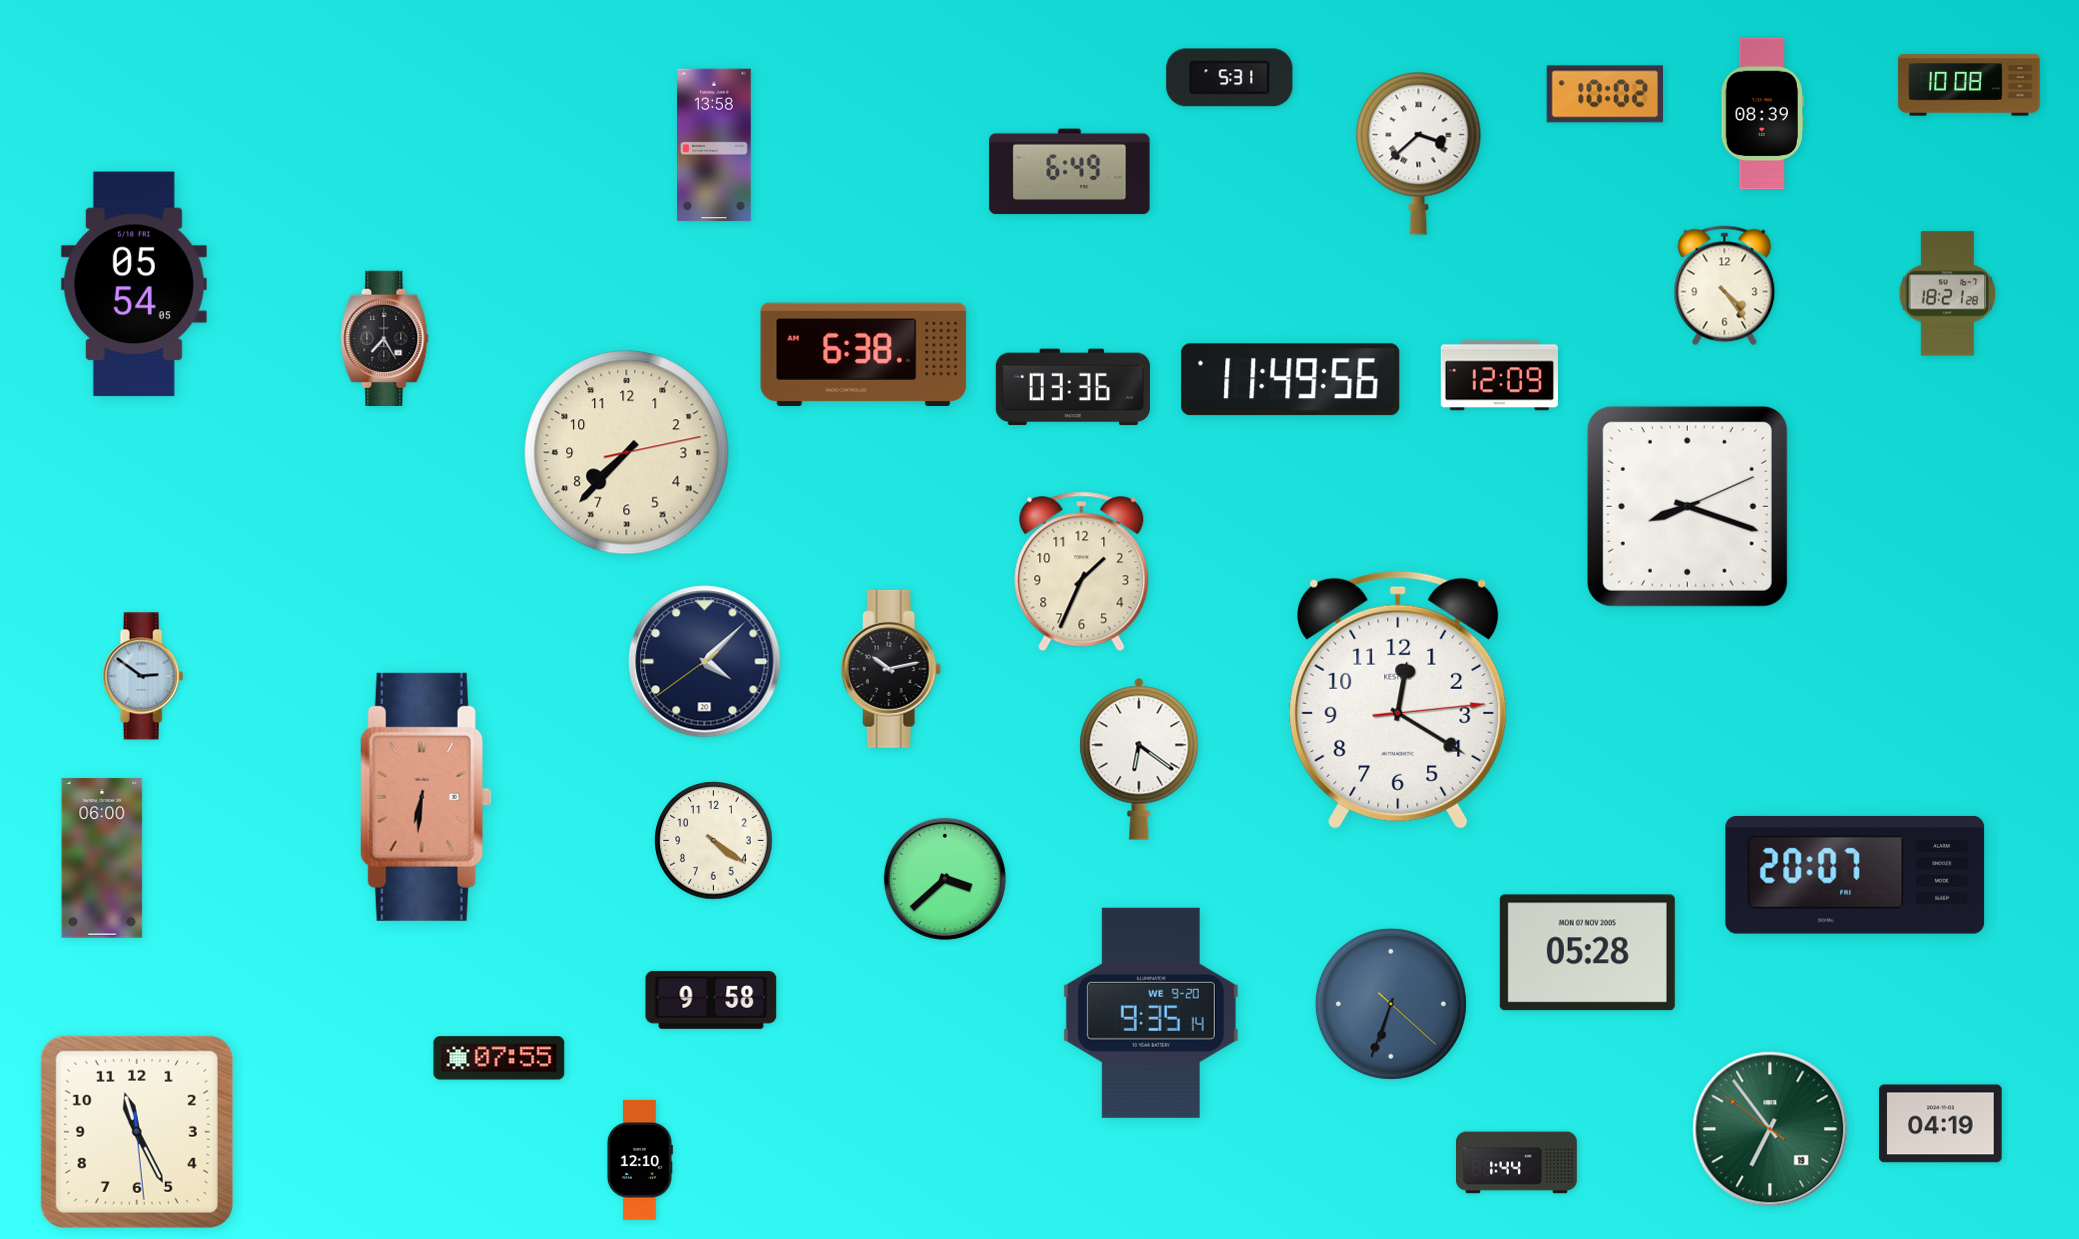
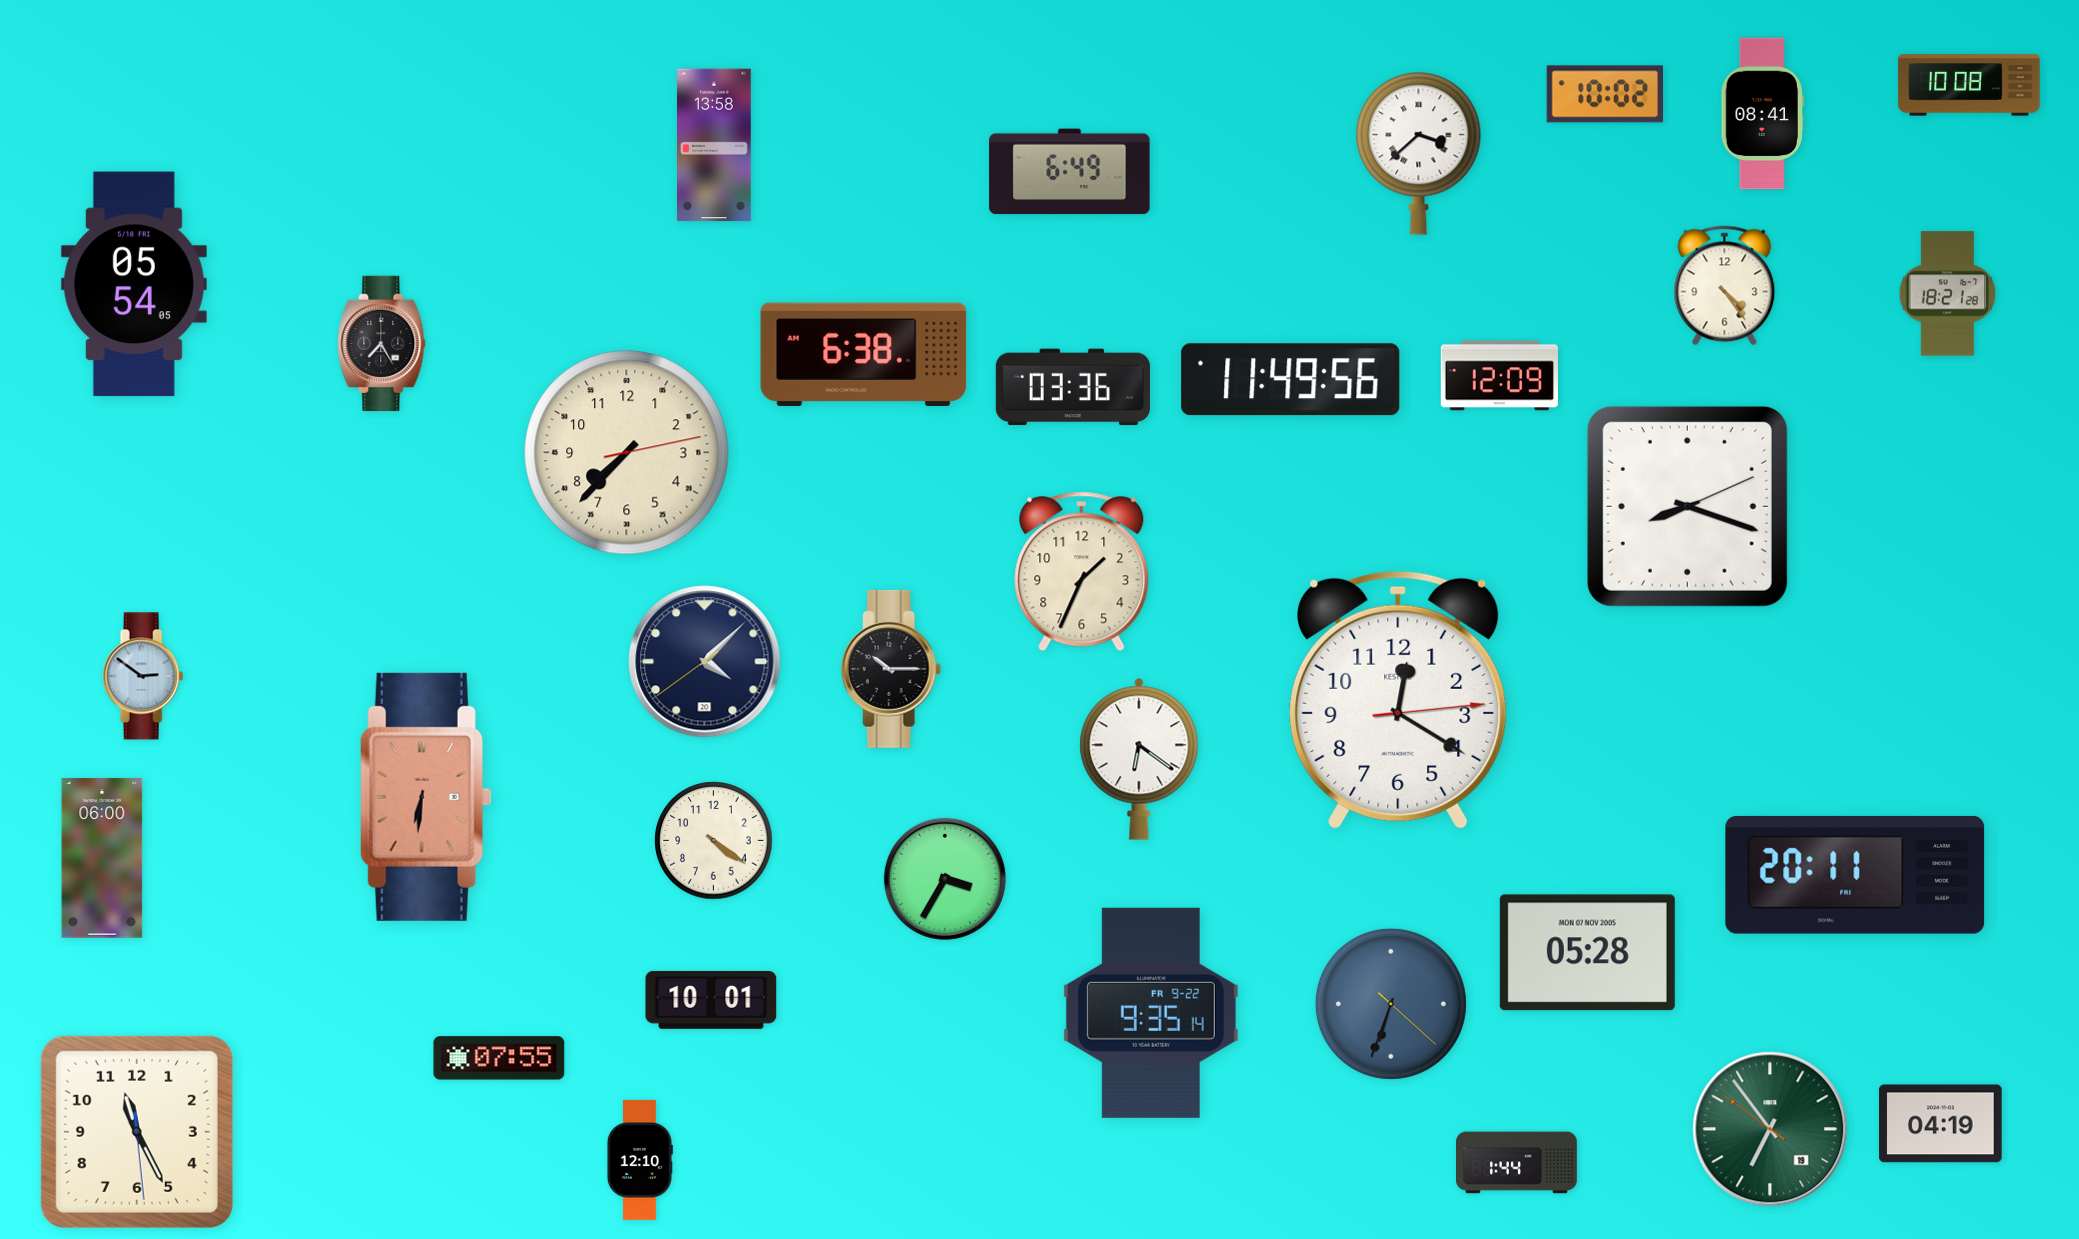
clock at (1230, 78): 5:31 -> none
clock at (1762, 114): 08:39 -> 08:41
clock at (385, 338) position: (385, 338) -> (382, 343)
clock at (891, 669): 10:13 -> 10:15
clock at (1855, 875): 20:07 -> 20:11
clock at (945, 879): 3:38 -> 3:35
clock at (711, 1000): 9:58 -> 10:01
clock at (1151, 1013) date: WE 9-20 -> FR 9-22
